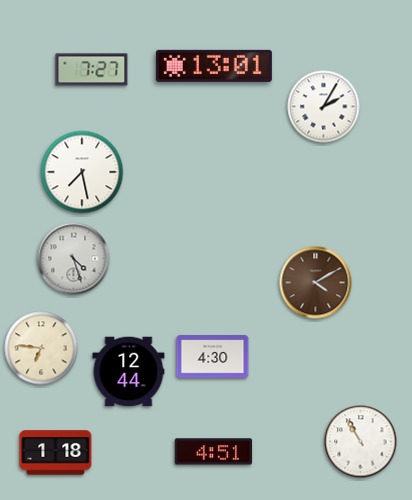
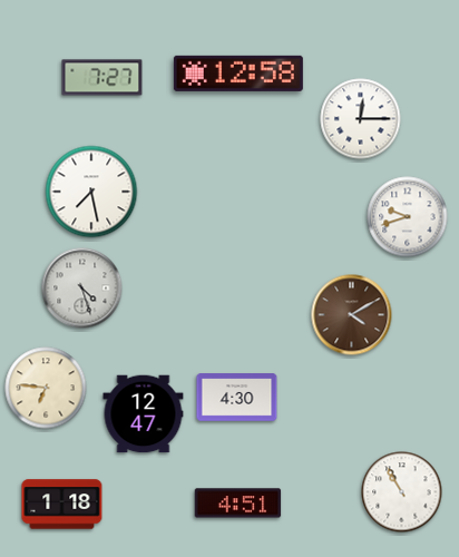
clock at (214, 66): 13:01 -> 12:58
clock at (324, 107): 2:05 -> 12:15
clock at (408, 217): none -> 9:42
clock at (129, 372): 12:44 -> 12:47
